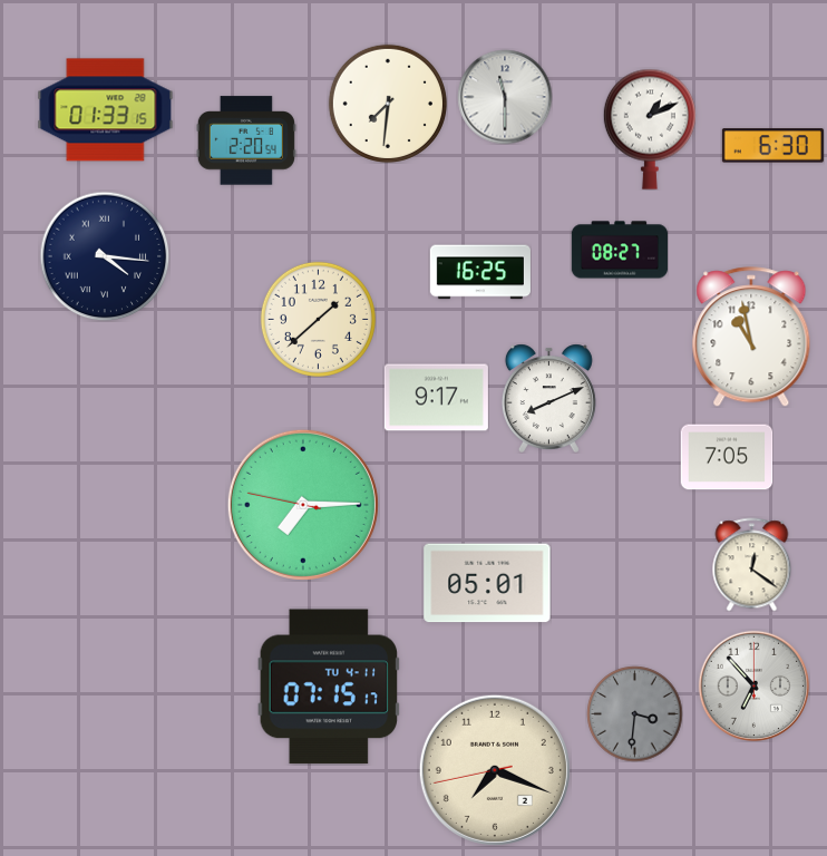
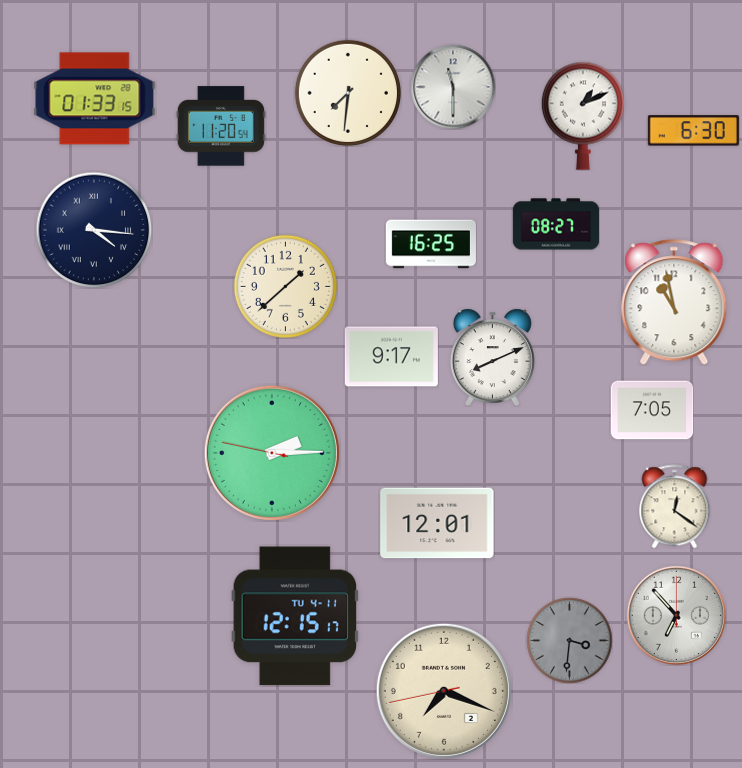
clock at (246, 140): 2:20 -> 11:20
clock at (303, 505): 7:14 -> 2:14
clock at (487, 583): 05:01 -> 12:01
clock at (329, 687): 07:15 -> 12:15
